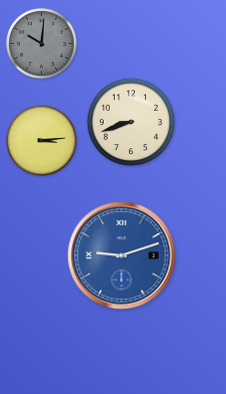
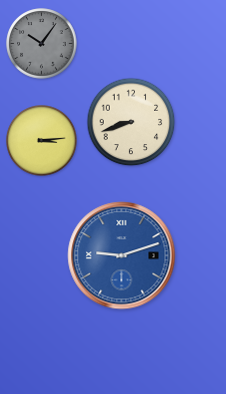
clock at (42, 44): 10:01 -> 10:06
